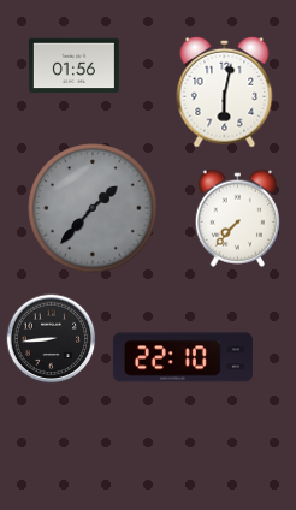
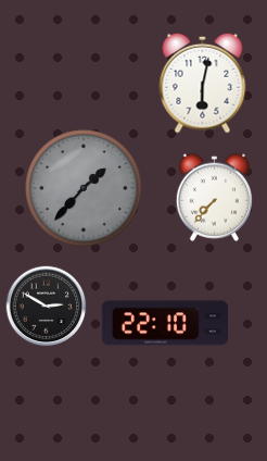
clock at (73, 66): 01:56 -> none
clock at (52, 339): 8:44 -> 2:50
